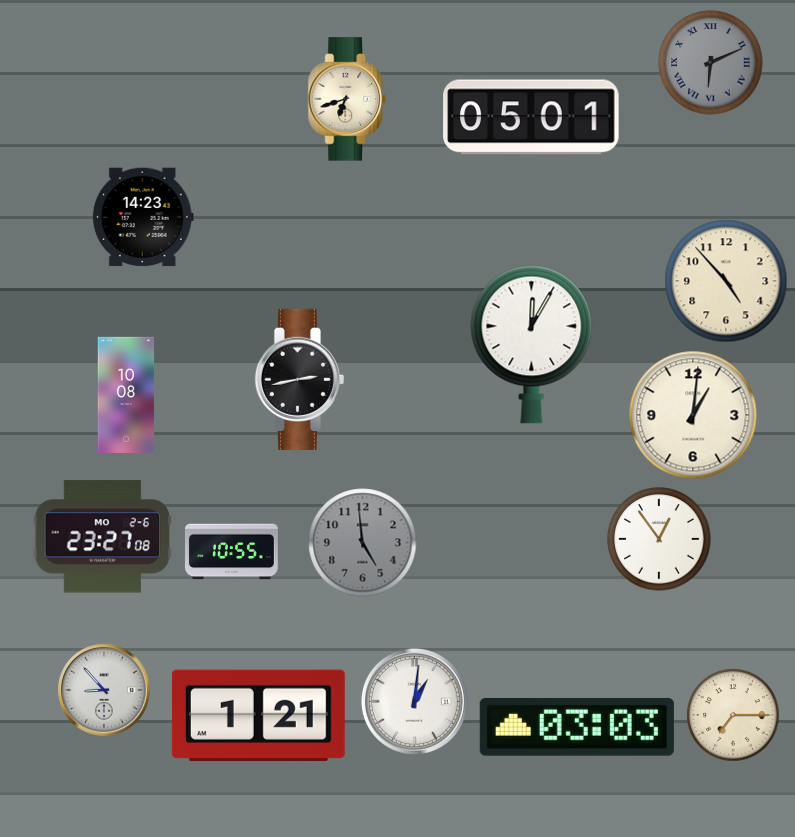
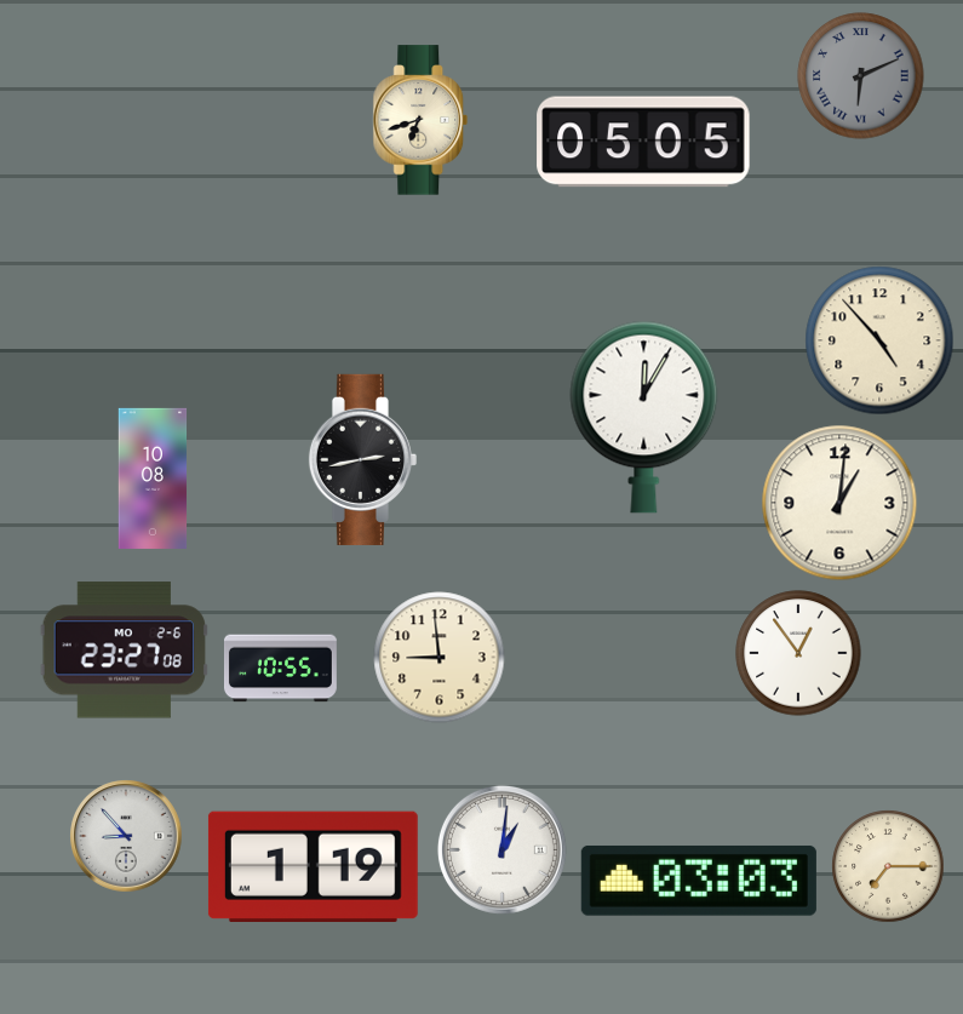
clock at (531, 117): 05:01 -> 05:05
clock at (143, 217): 14:23 -> none
clock at (363, 543): 4:59 -> 8:59
clock at (363, 543) dial: grey -> cream
clock at (258, 715): 1:21 -> 1:19
